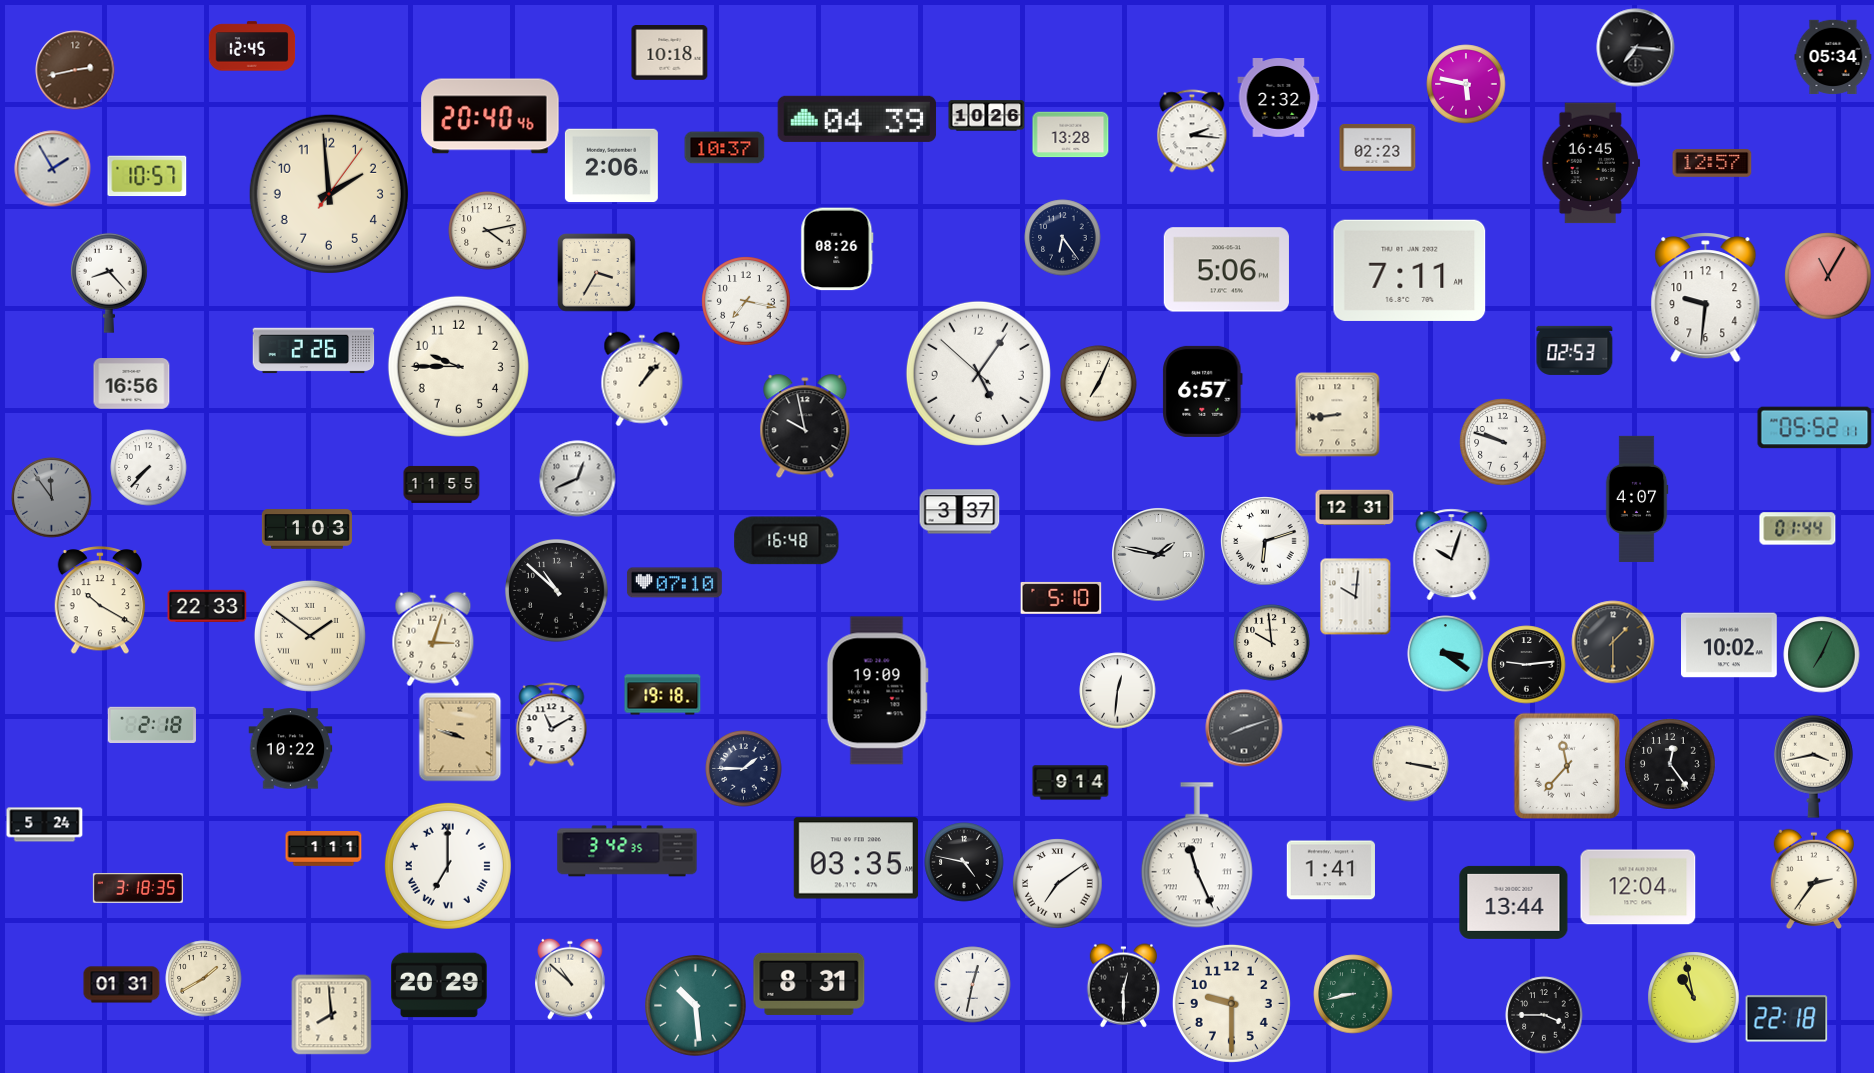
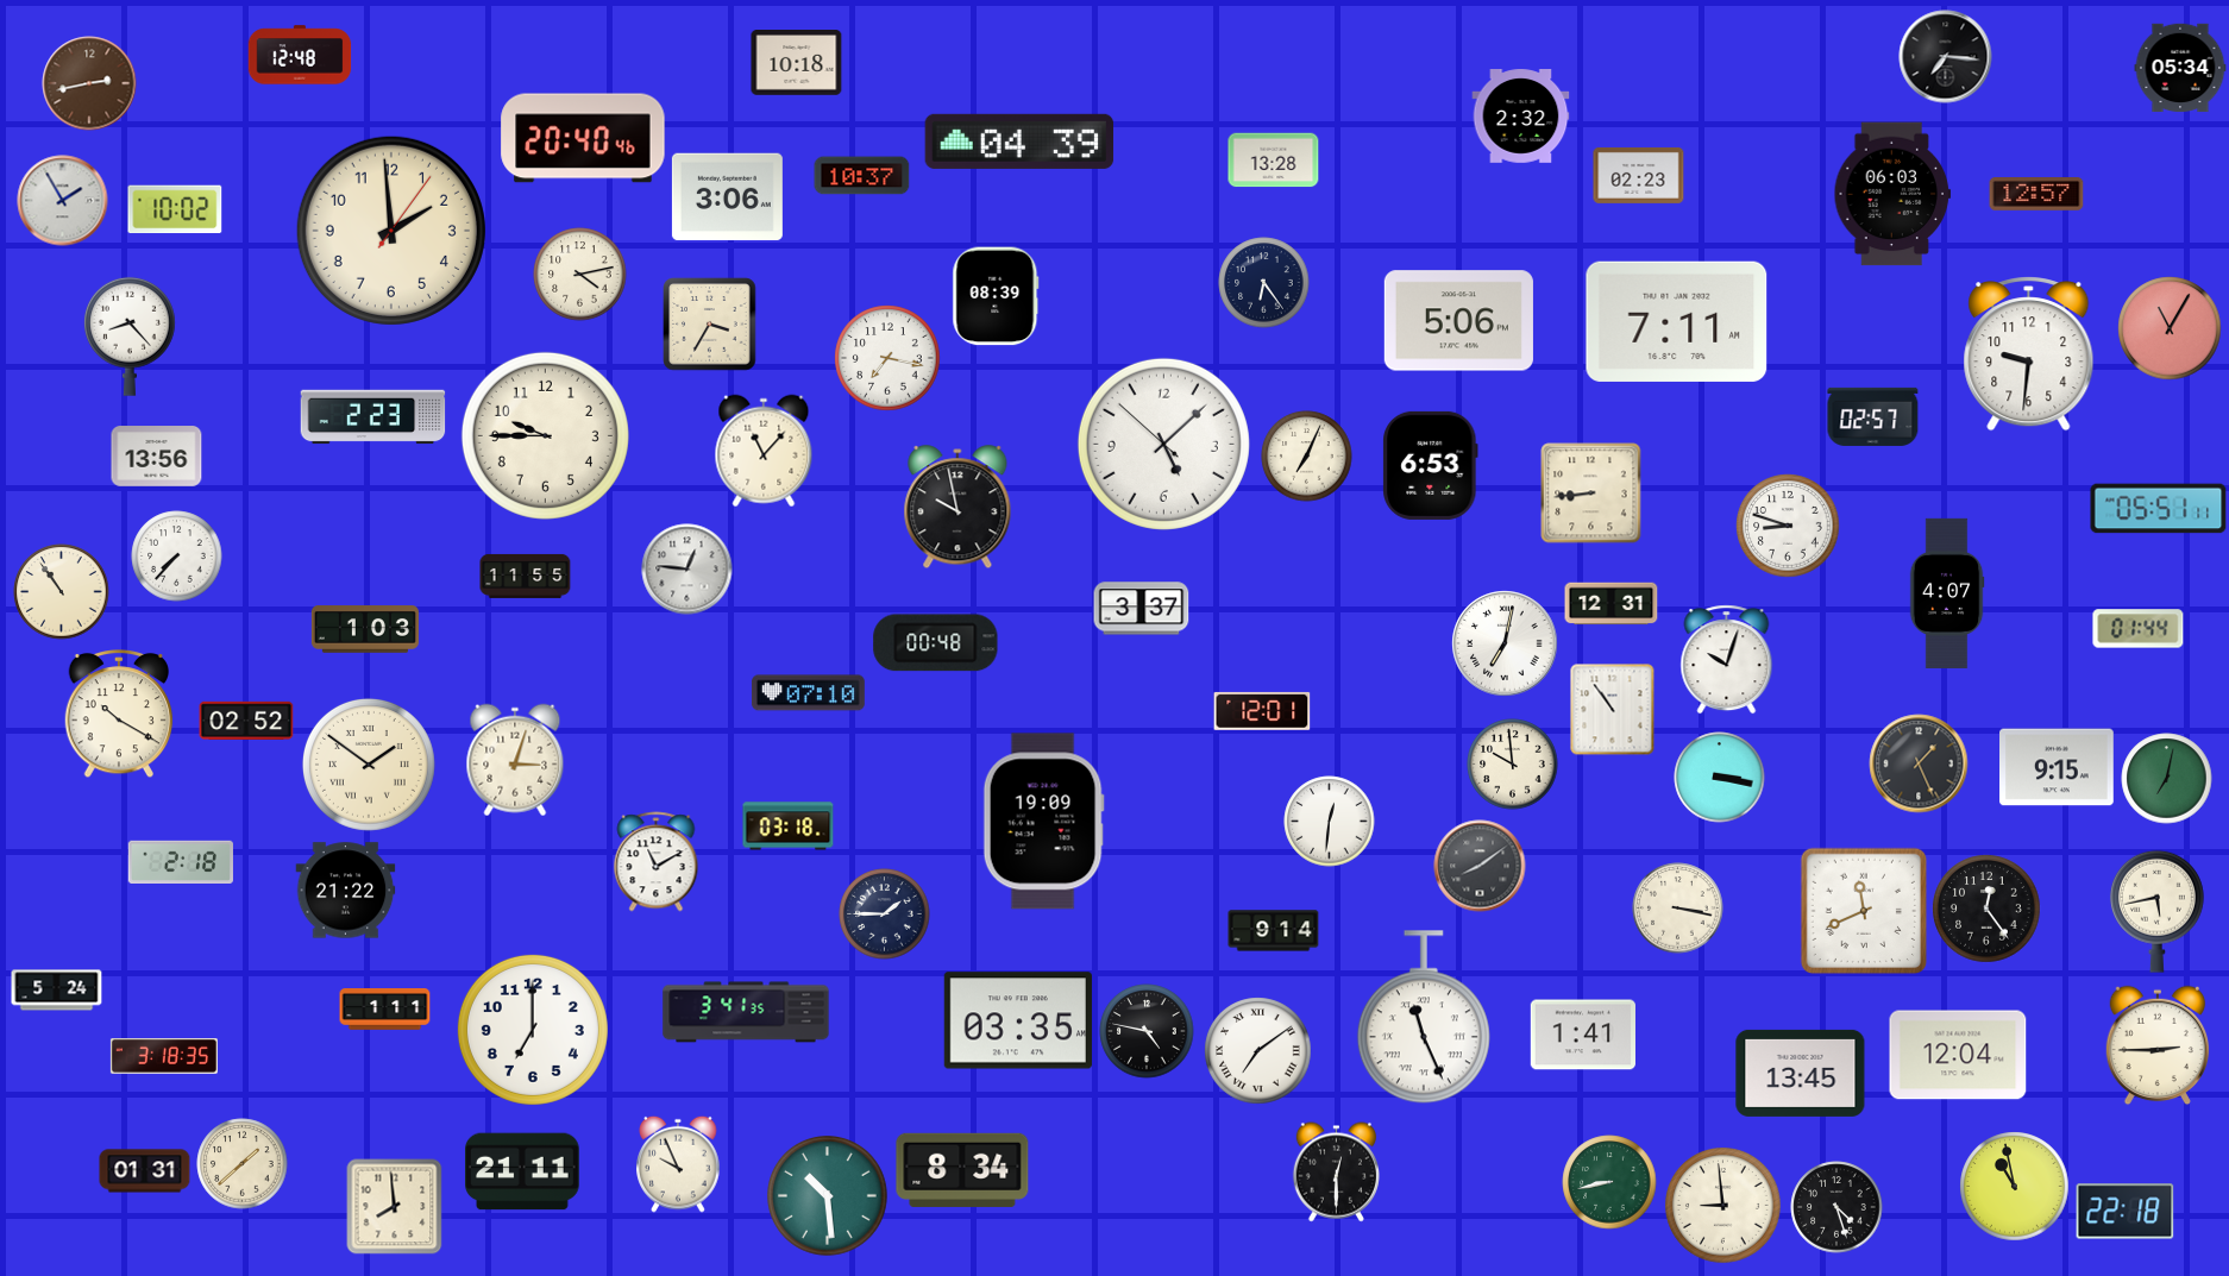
clock at (252, 46): 12:45 -> 12:48
clock at (1466, 84): 5:47 -> none
clock at (987, 116): 10:26 -> none
clock at (1192, 131): 2:16 -> none
clock at (1591, 163): 16:45 -> 06:03
clock at (611, 166): 2:06 -> 3:06
clock at (147, 176): 10:57 -> 10:02
clock at (837, 249): 08:26 -> 08:39
clock at (1828, 276) position: (1828, 276) -> (2170, 328)
clock at (1575, 350): 02:53 -> 02:57
clock at (314, 351): 2:26 -> 2:23
clock at (978, 373): 5:05 -> 5:07
clock at (642, 379): 1:07 -> 11:07
clock at (132, 384): 16:56 -> 13:56
clock at (1203, 391): 6:57 -> 6:53
clock at (1815, 428): 05:52 -> 05:51
clock at (1503, 442): 9:48 -> 8:48
clock at (578, 479): 12:41 -> 12:46
clock at (52, 498): 11:54 -> 10:54
clock at (52, 498) dial: grey -> cream
clock at (787, 541): 16:48 -> 00:48
clock at (1265, 541): 6:12 -> 7:02
clock at (1159, 555): 1:47 -> none
clock at (675, 583) position: (675, 583) -> (809, 693)
clock at (557, 591): 10:52 -> none
clock at (1356, 597): 10:01 -> 10:54
clock at (1061, 598): 5:10 -> 12:01
clock at (207, 605): 22:33 -> 02:52
clock at (310, 636) position: (310, 636) -> (369, 765)
clock at (1613, 642): 1:30 -> 1:26
clock at (1730, 645): 10:02 -> 9:15
clock at (1446, 654): 3:21 -> 3:17
clock at (1822, 655): 7:04 -> 7:02
clock at (1527, 665): 9:14 -> none
clock at (663, 695): 19:18 -> 03:18
clock at (1244, 728): 8:12 -> 8:09
clock at (460, 737): 9:48 -> none
clock at (291, 749): 10:22 -> 21:22
clock at (1566, 765): 11:37 -> 11:41
clock at (1813, 766): 3:43 -> 5:43
clock at (45, 825) position: (45, 825) -> (57, 991)
clock at (627, 851): 3:42 -> 3:41
clock at (964, 862) position: (964, 862) -> (1147, 1031)
clock at (448, 866) numerals: Roman -> Arabic
clock at (1813, 879): 2:36 -> 2:45
clock at (1638, 887) position: (1638, 887) -> (1958, 1055)
clock at (1514, 902): 13:44 -> 13:45
clock at (204, 979): 1:40 -> 1:38
clock at (570, 979): 10:52 -> 9:56
clock at (809, 984): 8:31 -> 8:34
clock at (440, 985): 20:29 -> 21:11
clock at (973, 985): 12:32 -> none
clock at (1231, 1003): 9:30 -> none
clock at (1723, 1206): none -> 8:59
clock at (1544, 1015): 3:45 -> 4:27
